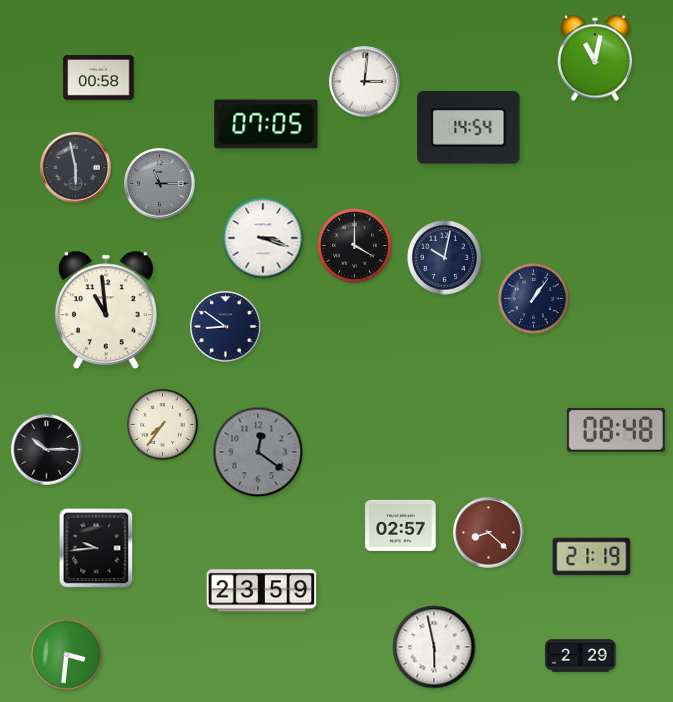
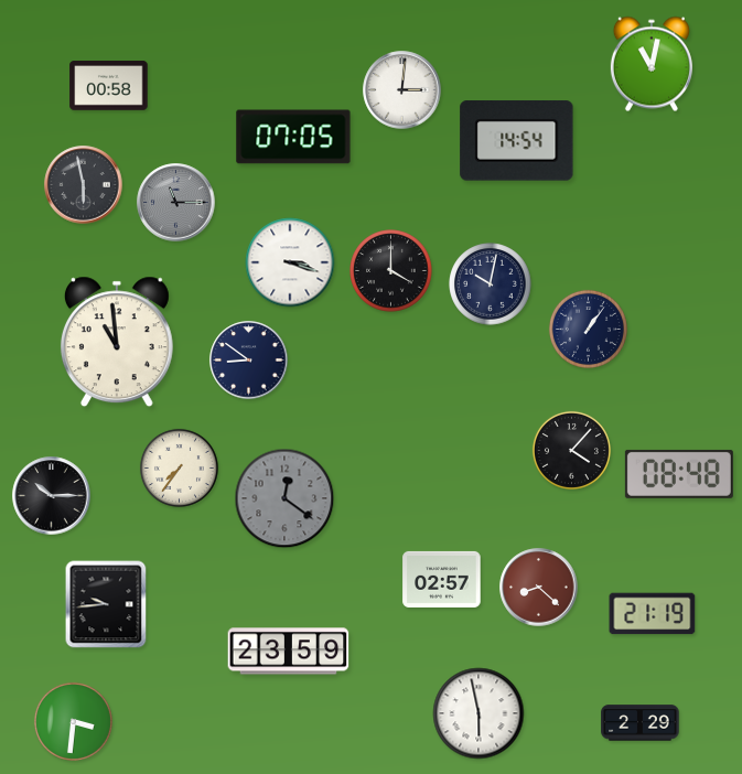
clock at (595, 58) position: (595, 58) -> (652, 64)
clock at (571, 450): none -> 4:07
